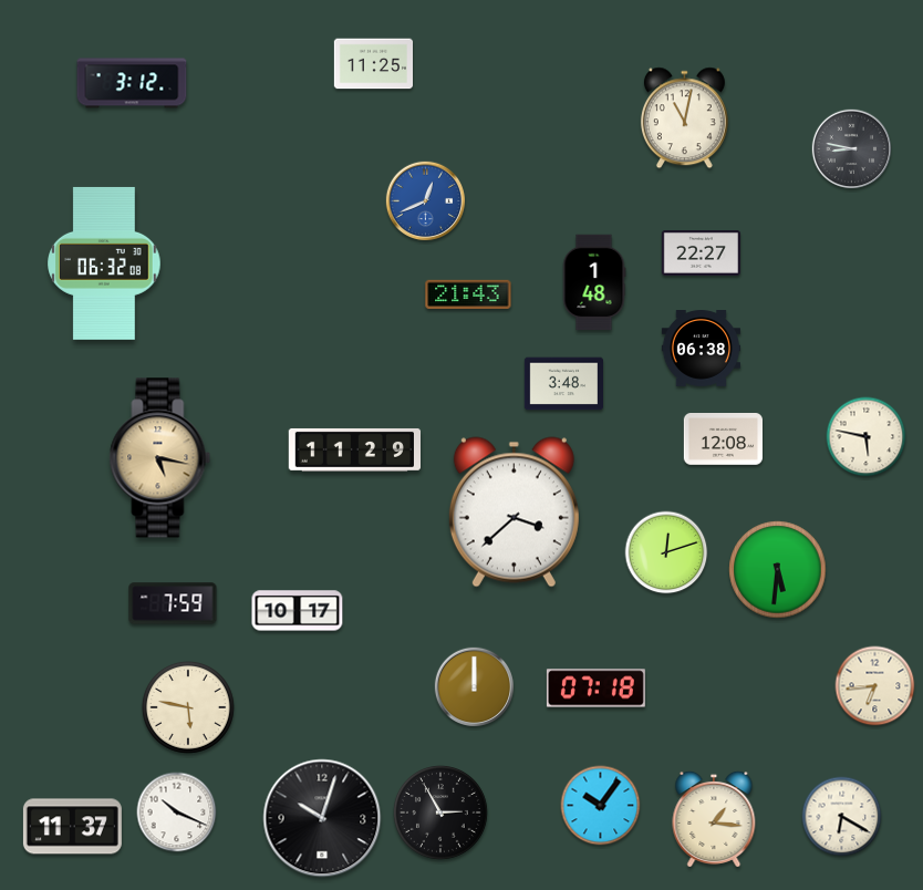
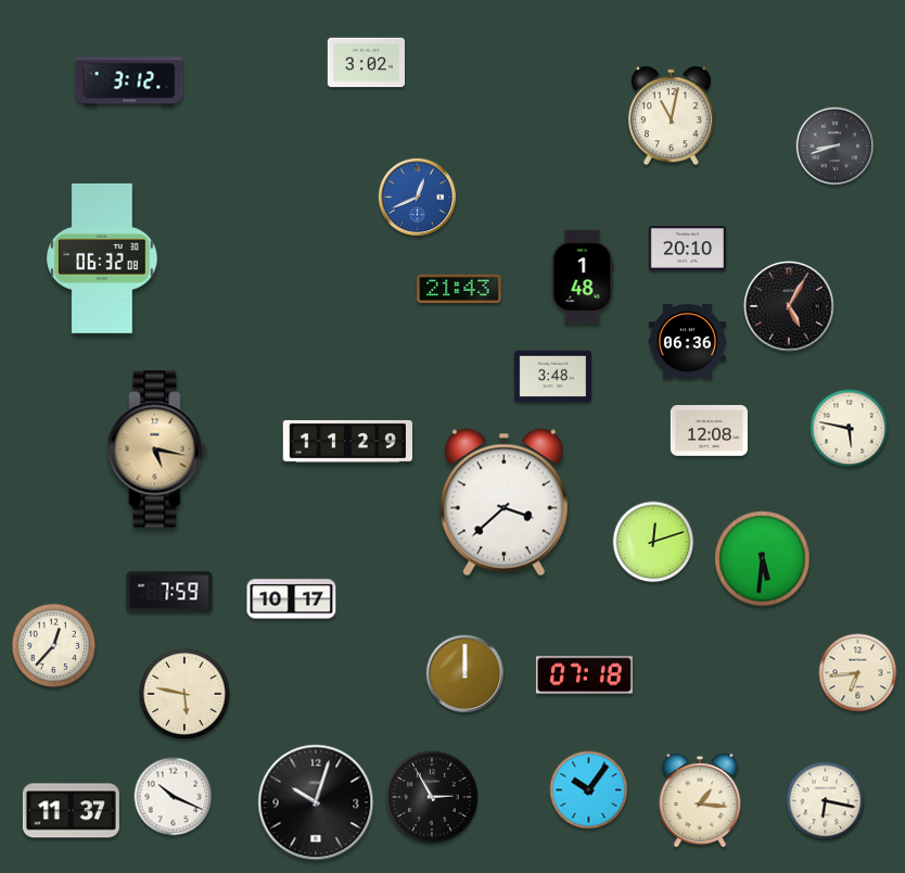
clock at (373, 64): 11:25 -> 3:02
clock at (852, 149): 8:47 -> 8:42
clock at (701, 253): 22:27 -> 20:10
clock at (789, 306): none -> 5:05
clock at (701, 349): 06:38 -> 06:36
clock at (54, 646): none -> 12:37
clock at (842, 817): 6:20 -> 6:17
clock at (714, 819) position: (714, 819) -> (700, 800)
